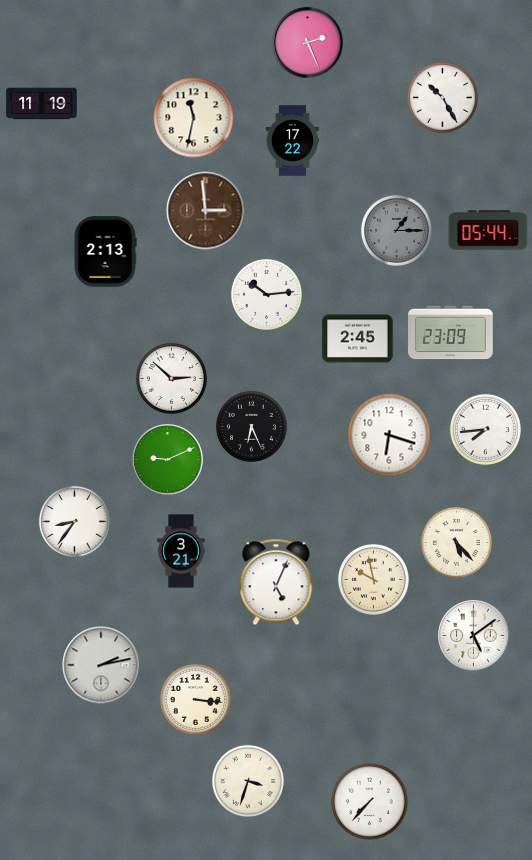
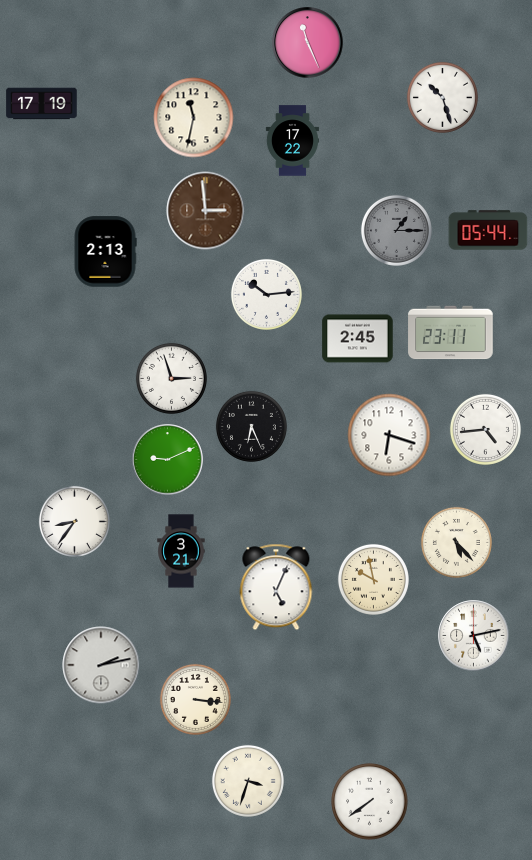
clock at (308, 43): 2:26 -> 11:26
clock at (442, 97): 10:25 -> 10:27
clock at (42, 104): 11:19 -> 17:19
clock at (451, 333): 23:09 -> 23:11
clock at (171, 378): 2:52 -> 2:57
clock at (485, 429): 7:44 -> 4:44
clock at (276, 582) position: (276, 582) -> (276, 587)
clock at (474, 636): 5:09 -> 5:13
clock at (370, 802): 7:37 -> 7:39
